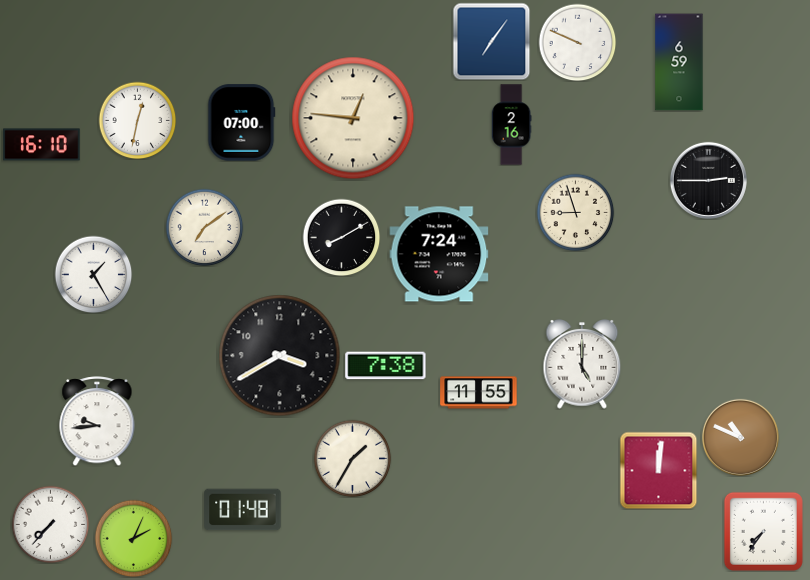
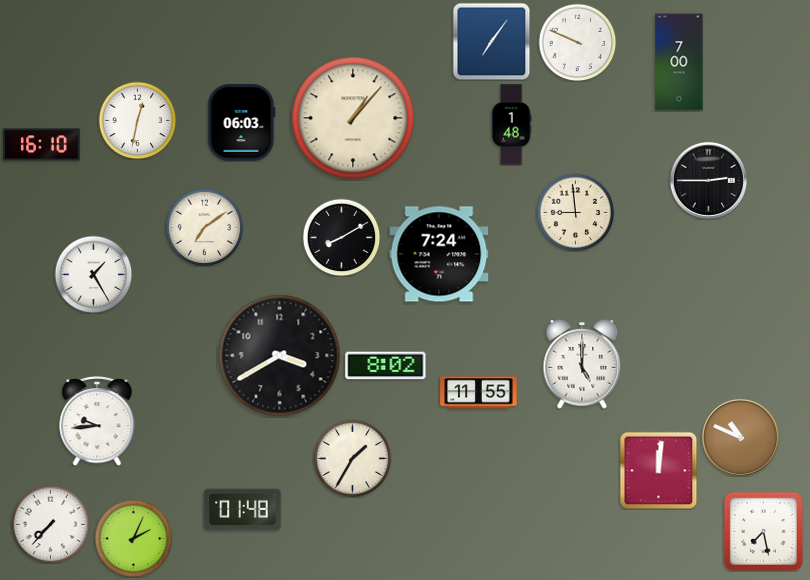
clock at (679, 62): 6:59 -> 7:00
clock at (353, 118): 12:46 -> 1:07
clock at (242, 123): 07:00 -> 06:03
clock at (511, 125): 2:16 -> 1:48
clock at (575, 212): 8:57 -> 8:59
clock at (386, 366): 7:38 -> 8:02
clock at (763, 531): 7:36 -> 7:28
